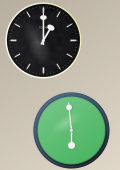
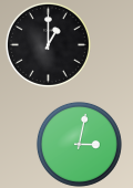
clock at (71, 130): 5:59 -> 3:02
